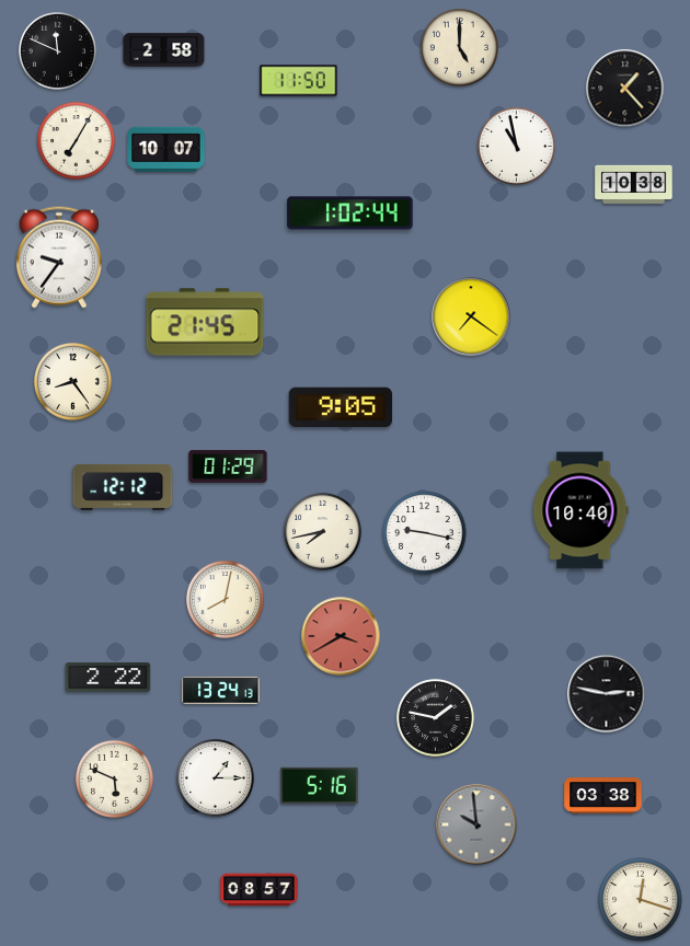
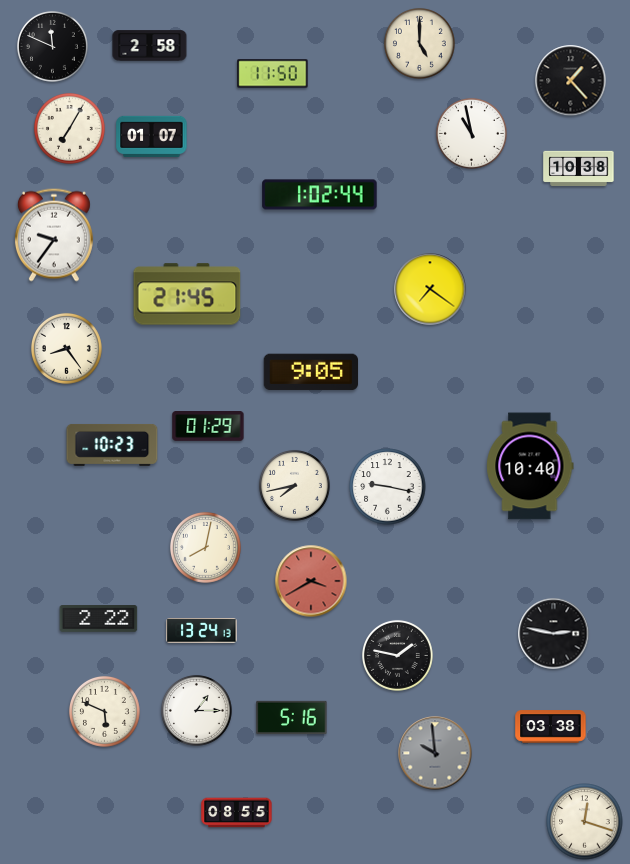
clock at (166, 149): 10:07 -> 01:07
clock at (123, 487): 12:12 -> 10:23
clock at (260, 890): 08:57 -> 08:55
